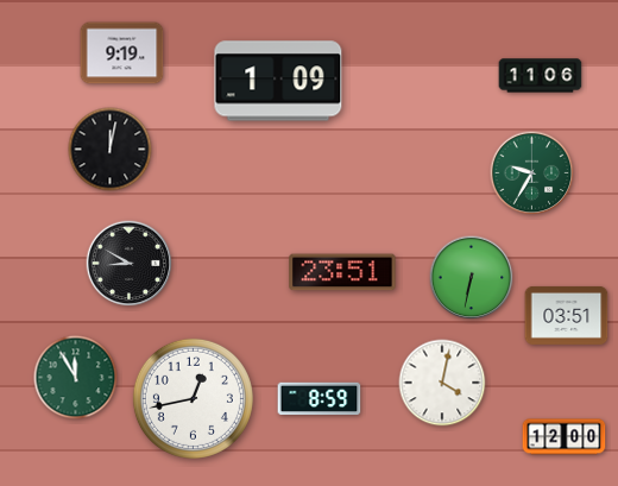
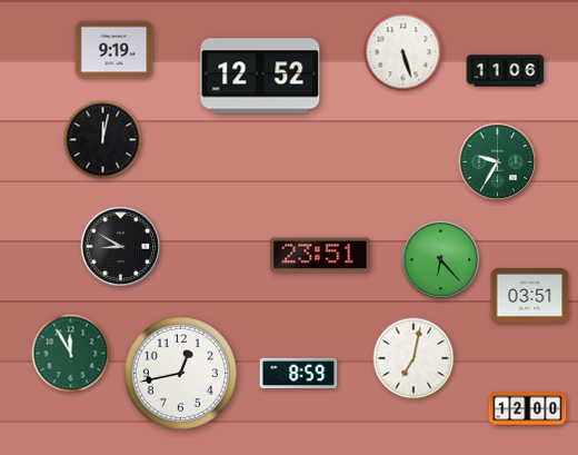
clock at (403, 52): none -> 5:27
clock at (278, 81): 1:09 -> 12:52
clock at (472, 278): 6:32 -> 6:23
clock at (442, 383): 4:02 -> 7:02
